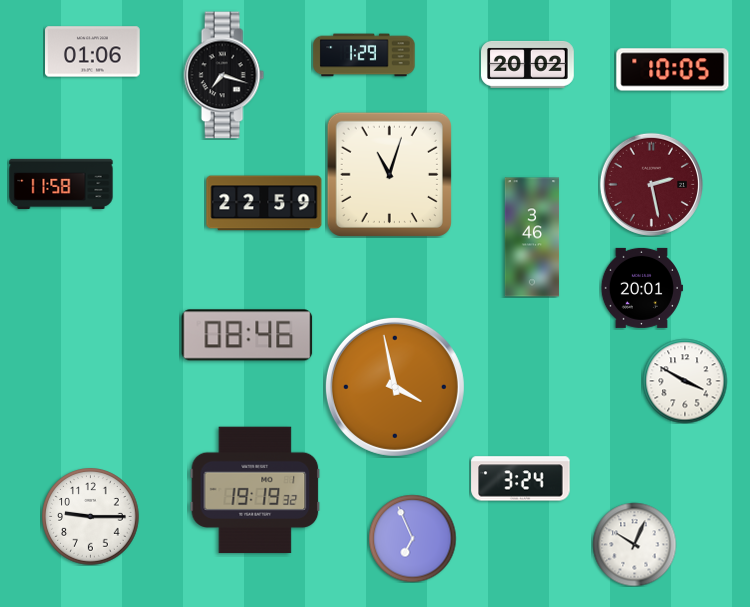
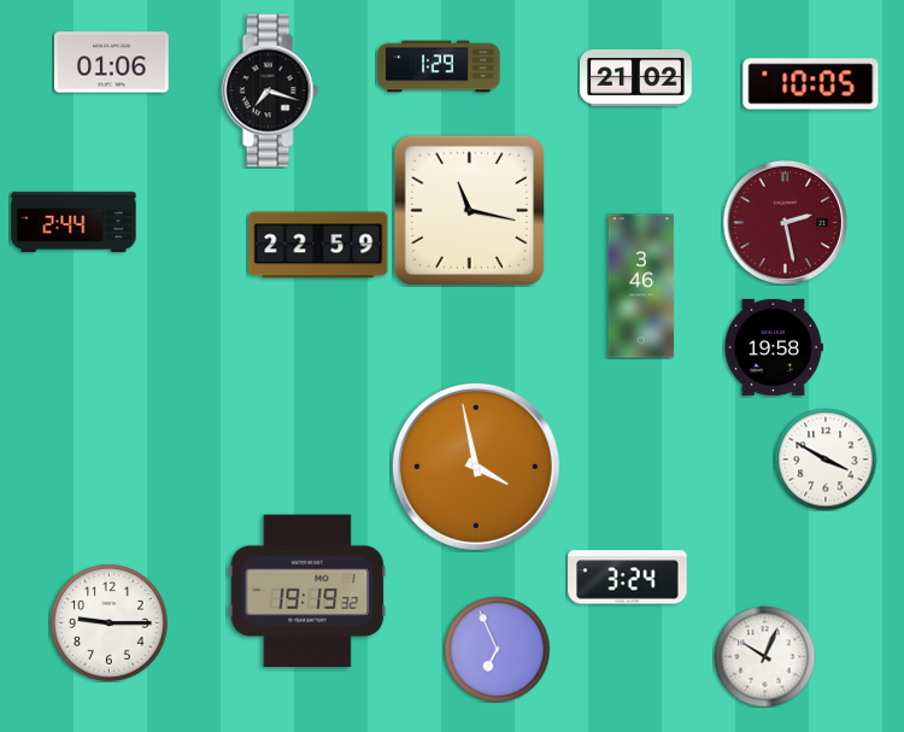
clock at (528, 64): 20:02 -> 21:02
clock at (389, 174): 11:03 -> 11:17
clock at (61, 184): 11:58 -> 2:44
clock at (641, 288): 20:01 -> 19:58
clock at (247, 335): 08:46 -> none
